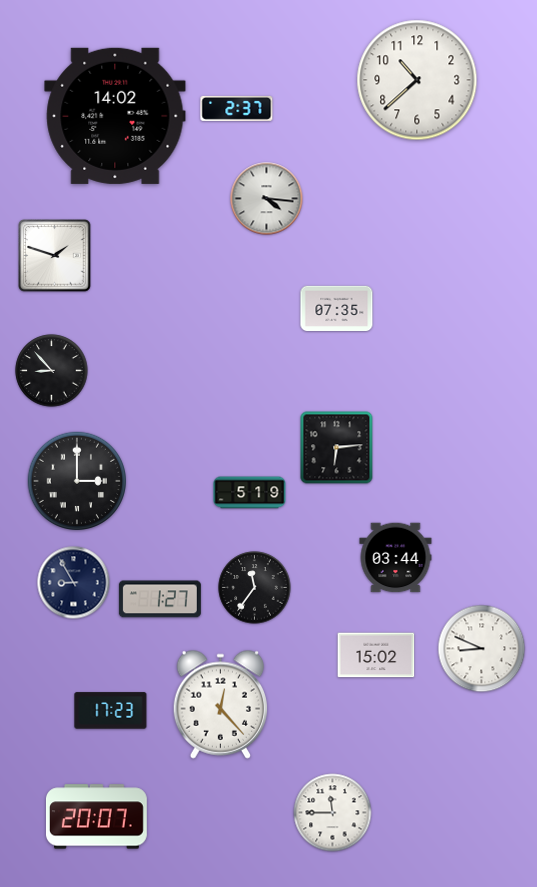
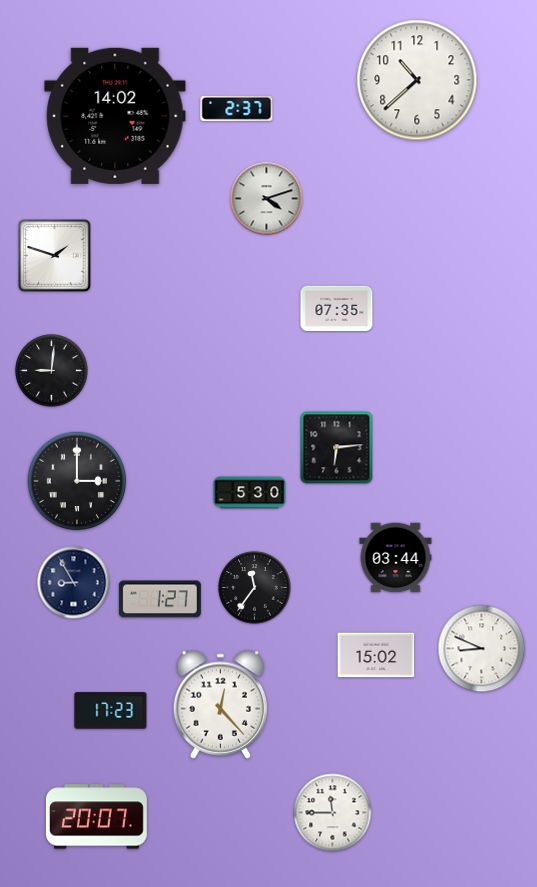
clock at (267, 199): 4:16 -> 4:12
clock at (52, 371): 8:53 -> 9:01
clock at (250, 493): 5:19 -> 5:30
